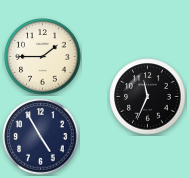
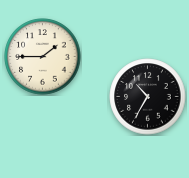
clock at (148, 97): 11:34 -> 10:35
clock at (41, 137): 4:55 -> none
